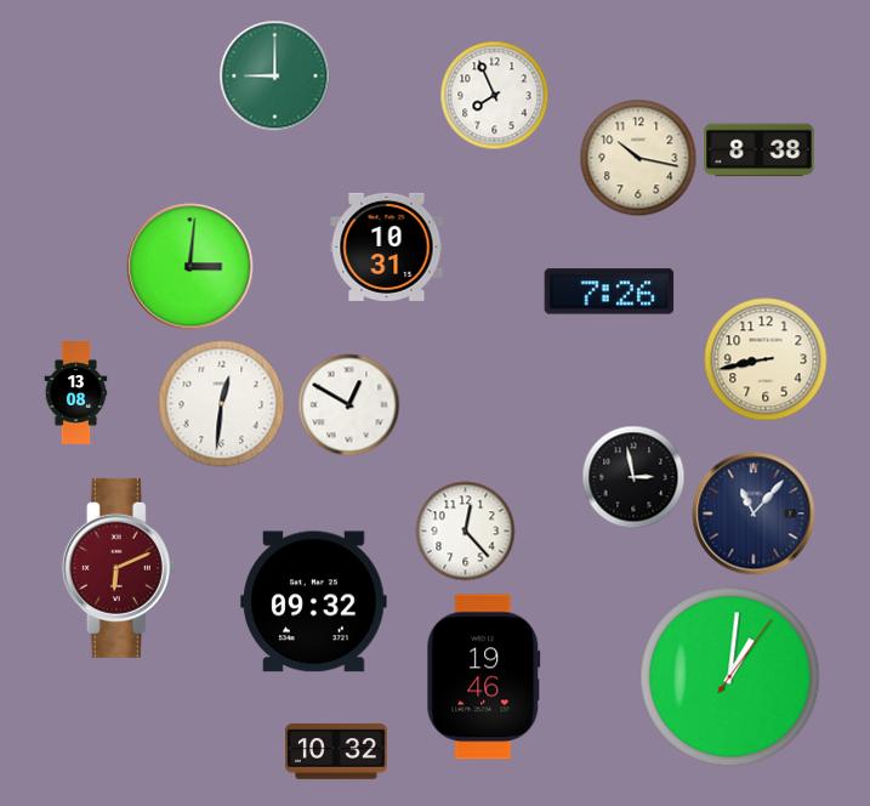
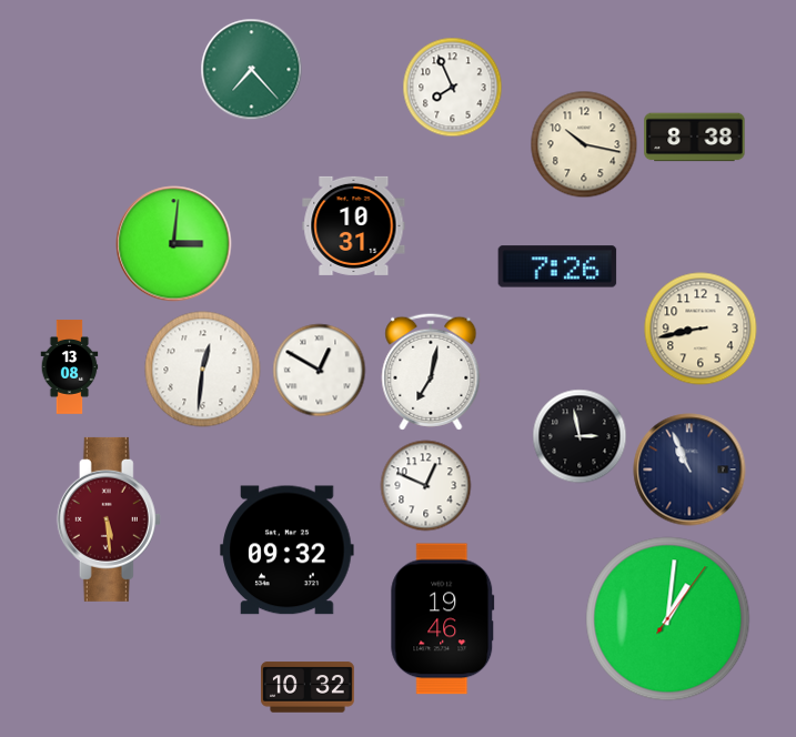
clock at (275, 76): 9:00 -> 7:23
clock at (76, 393) position: (76, 393) -> (70, 367)
clock at (431, 372): none -> 7:02
clock at (754, 513): 11:07 -> 10:56
clock at (466, 532): 12:23 -> 12:49
clock at (119, 568): 6:11 -> 5:29
